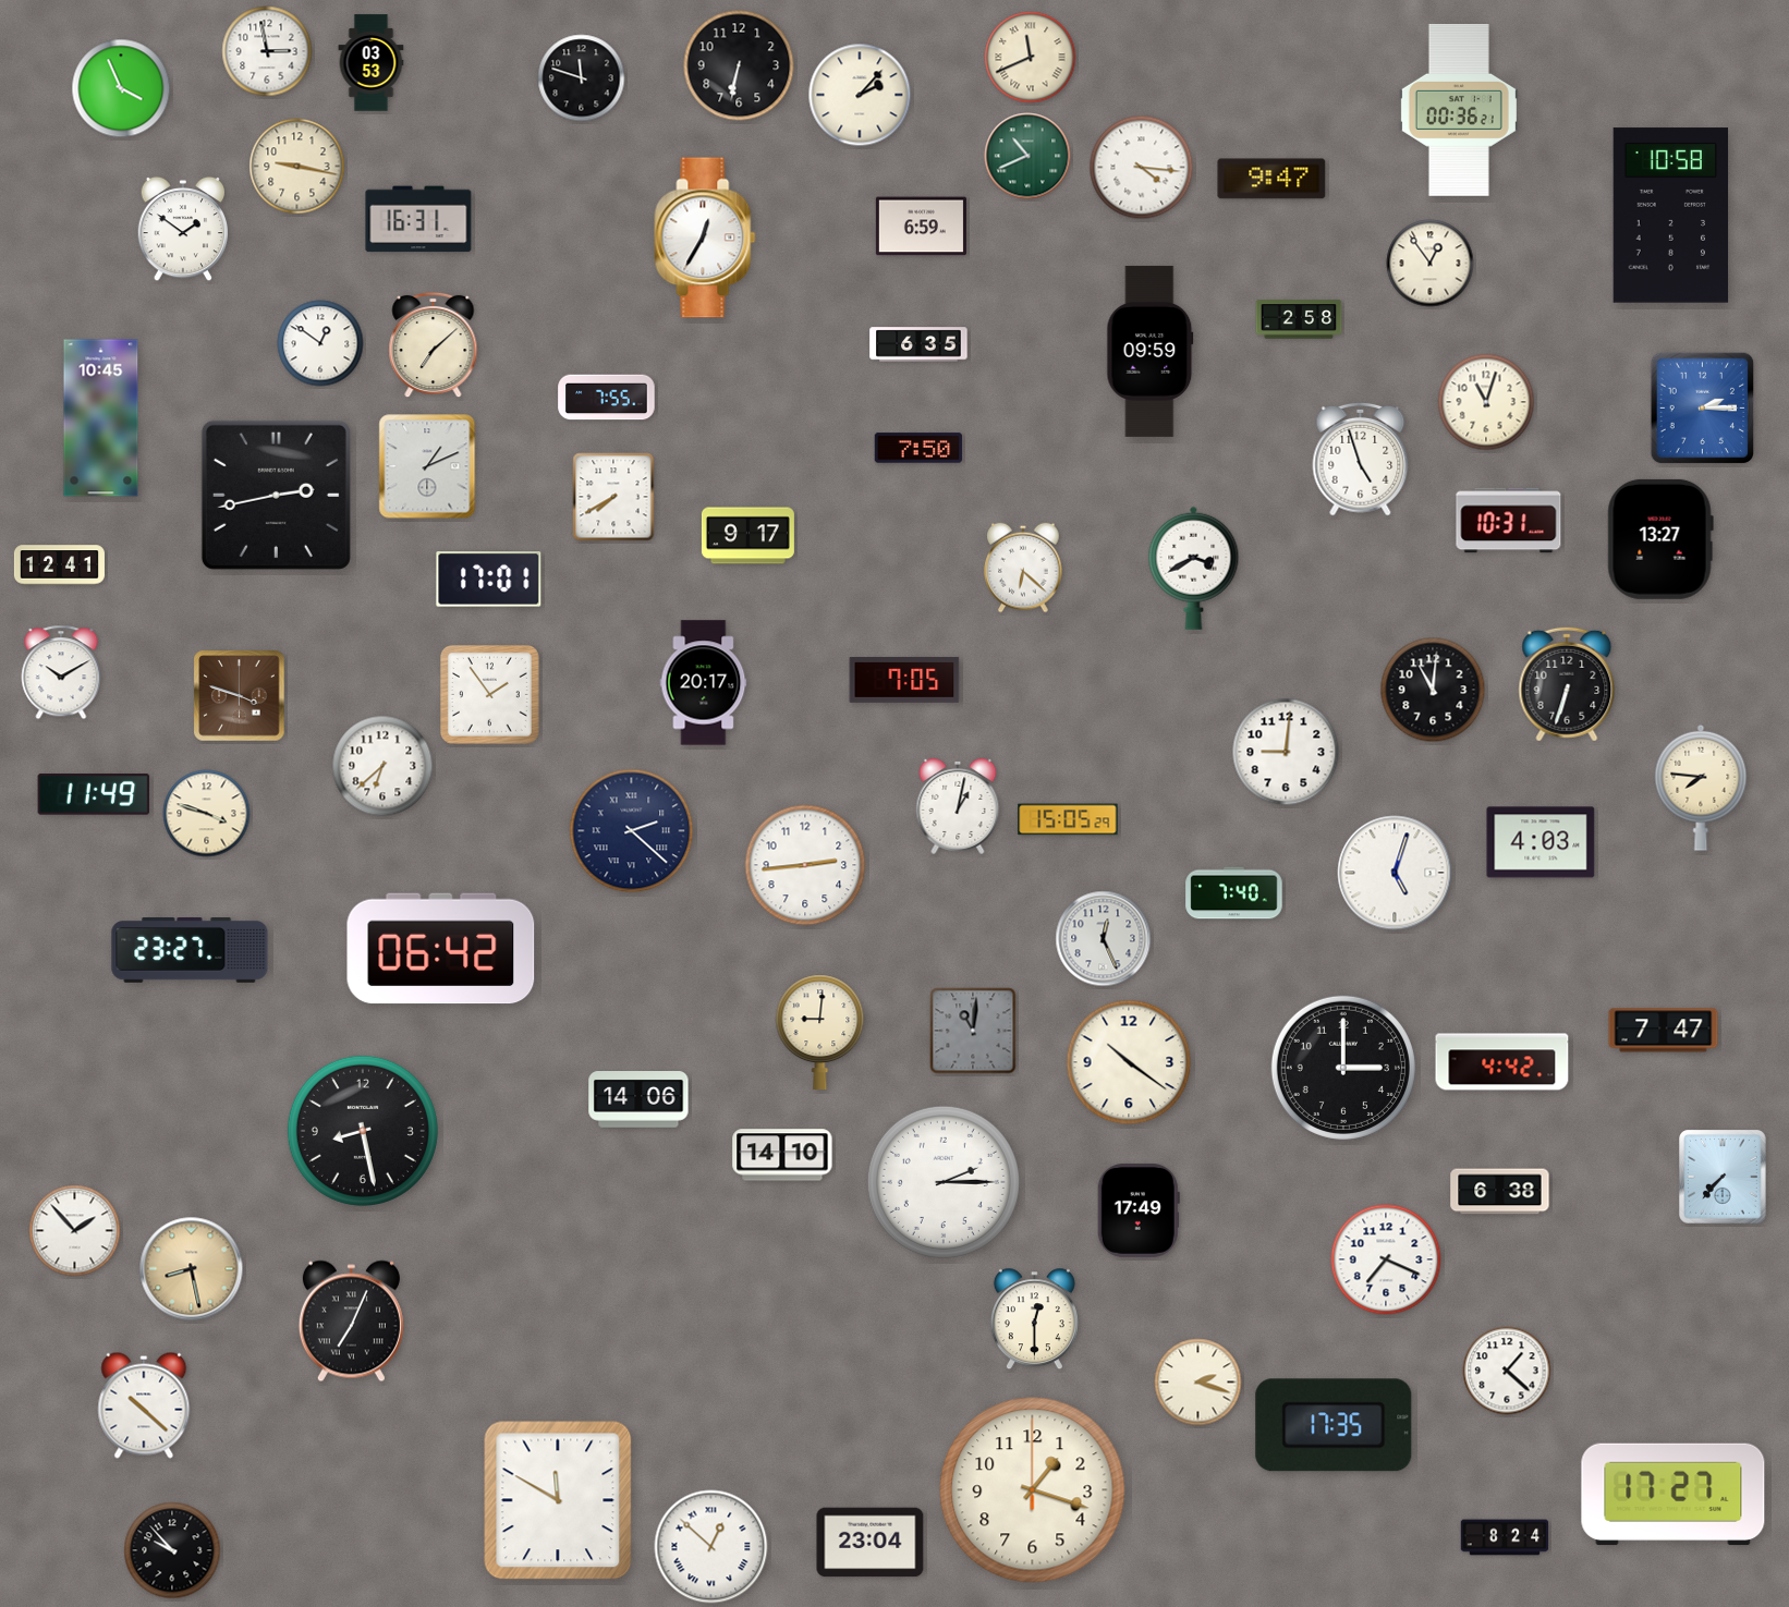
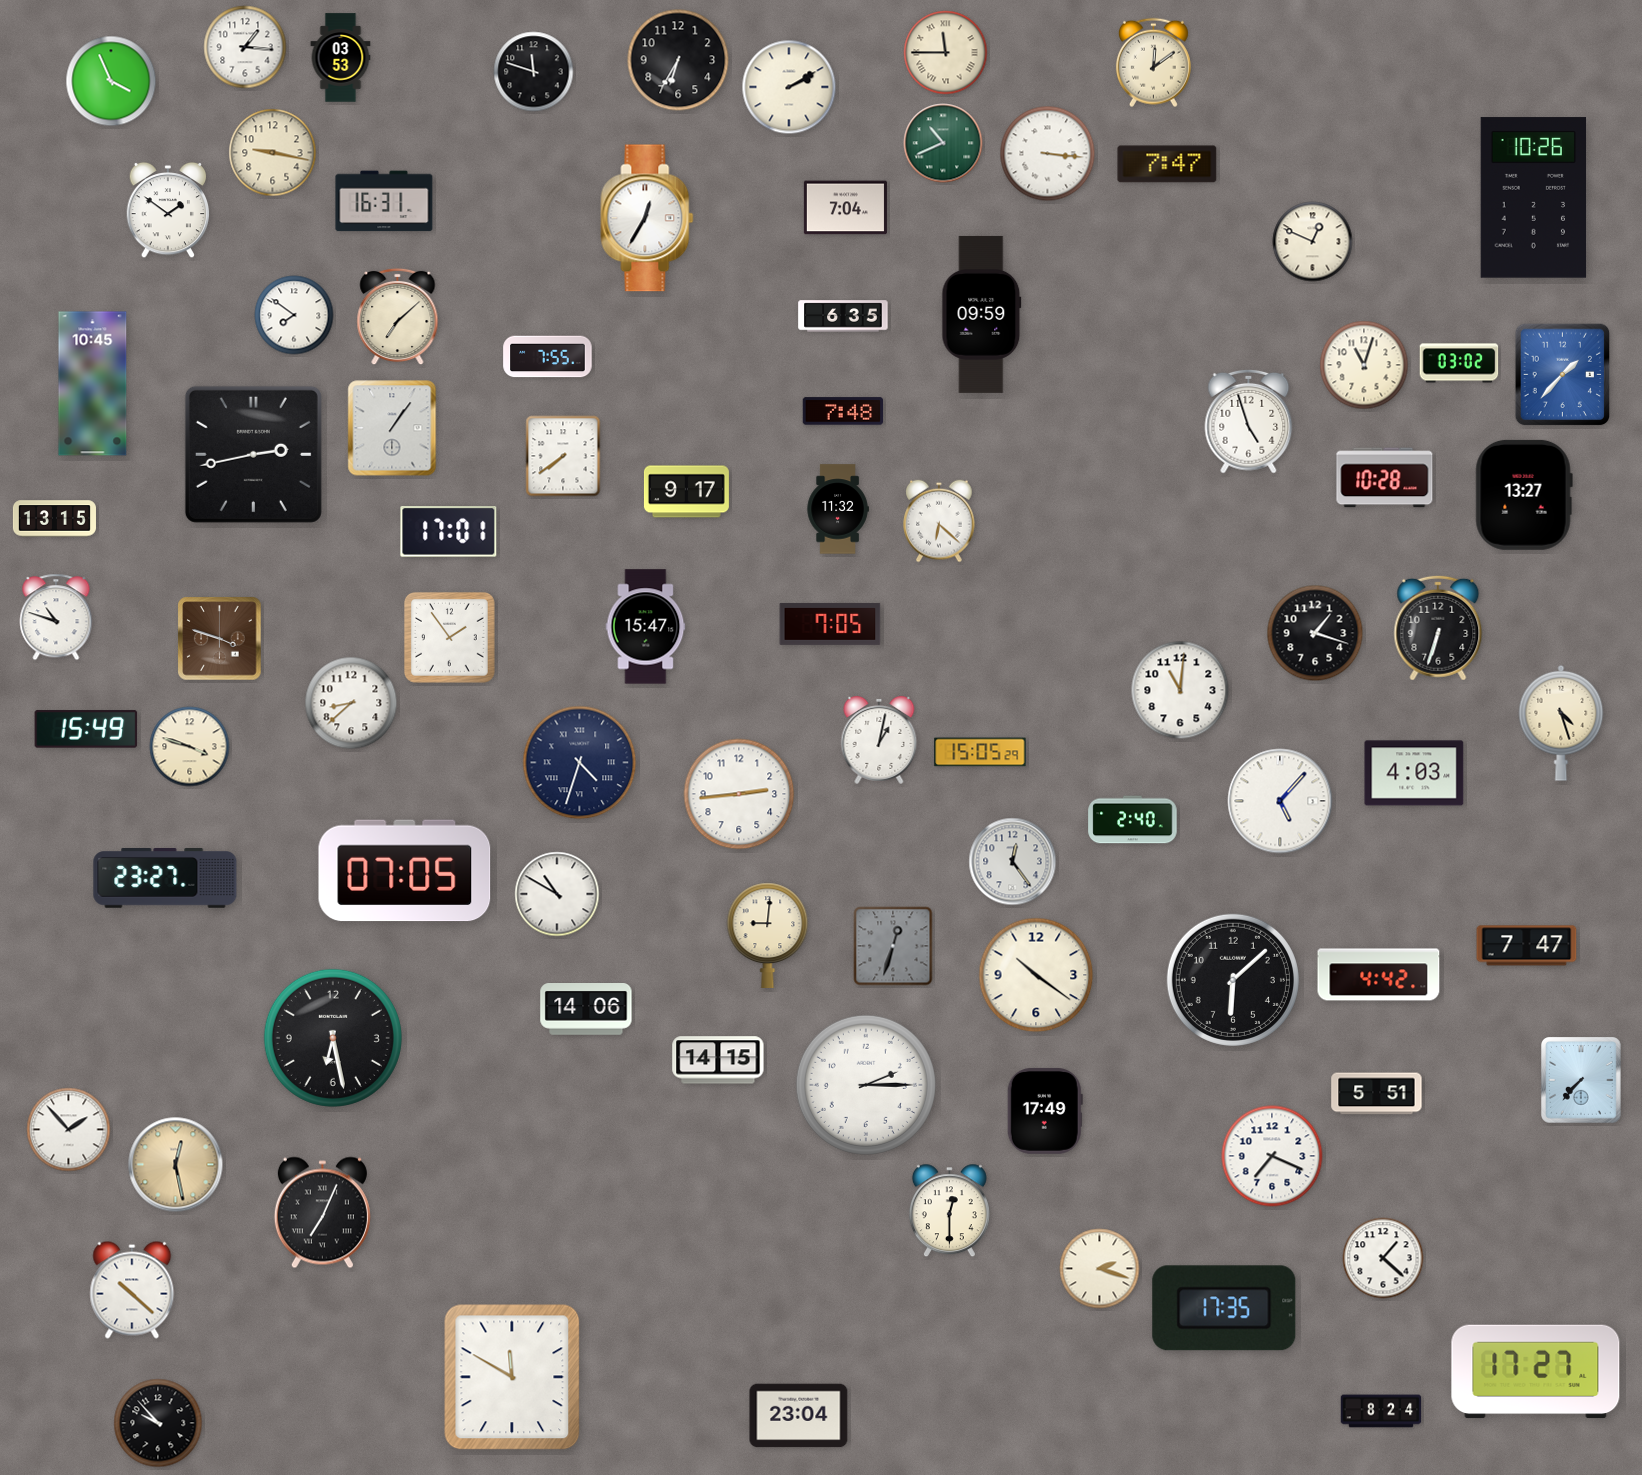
clock at (267, 51): 2:58 -> 1:16
clock at (1031, 58): 11:41 -> 11:45
clock at (739, 65): 6:32 -> 6:35
clock at (1153, 63): none -> 12:09
clock at (860, 95): 2:07 -> 2:10
clock at (1459, 110): 00:36 -> none
clock at (1142, 168): 4:16 -> 3:16
clock at (1271, 179): 9:47 -> 7:47
clock at (1671, 216): 10:58 -> 10:26
clock at (921, 227): 6:59 -> 7:04
clock at (1431, 264): 12:54 -> 12:49
clock at (1299, 319): 2:58 -> none
clock at (320, 343): 12:51 -> 7:51
clock at (1151, 351) position: (1151, 351) -> (982, 314)
clock at (1459, 363): none -> 03:02
clock at (607, 398) position: (607, 398) -> (548, 357)
clock at (1486, 402) position: (1486, 402) -> (1364, 365)
clock at (1703, 409): 2:15 -> 1:37
clock at (918, 448): 7:50 -> 7:48
clock at (427, 466): 1:11 -> 1:06
clock at (613, 497): 7:40 -> 7:39
clock at (1509, 521): 10:31 -> 10:28
clock at (838, 509): none -> 11:32
clock at (59, 565): 12:41 -> 13:15
clock at (1194, 568): 3:40 -> none
clock at (61, 672): 10:10 -> 10:48
clock at (704, 683): 20:17 -> 15:47
clock at (1433, 690): 11:01 -> 1:18
clock at (1286, 752): 9:01 -> 11:01
clock at (382, 766): 6:38 -> 8:38
clock at (1701, 788): 7:46 -> 4:27
clock at (94, 794): 11:49 -> 15:49
clock at (632, 831): 2:22 -> 4:33
clock at (1395, 873): 5:03 -> 5:07
clock at (1234, 893): 7:40 -> 2:40
clock at (1104, 939): 12:26 -> 12:24
clock at (441, 949): 06:42 -> 07:05
clock at (190, 951) position: (190, 951) -> (165, 879)
clock at (557, 894): none -> 10:50
clock at (973, 1031): 11:01 -> 12:33
clock at (820, 1032) position: (820, 1032) -> (768, 935)
clock at (1343, 1068): 3:00 -> 6:08
clock at (363, 1131): 8:28 -> 6:28
clock at (782, 1155): 14:10 -> 14:15
clock at (1500, 1192): 6:38 -> 5:51
clock at (192, 1269): 8:28 -> 12:28
clock at (1033, 1490): 1:18 -> none
clock at (711, 1547): 12:52 -> none
